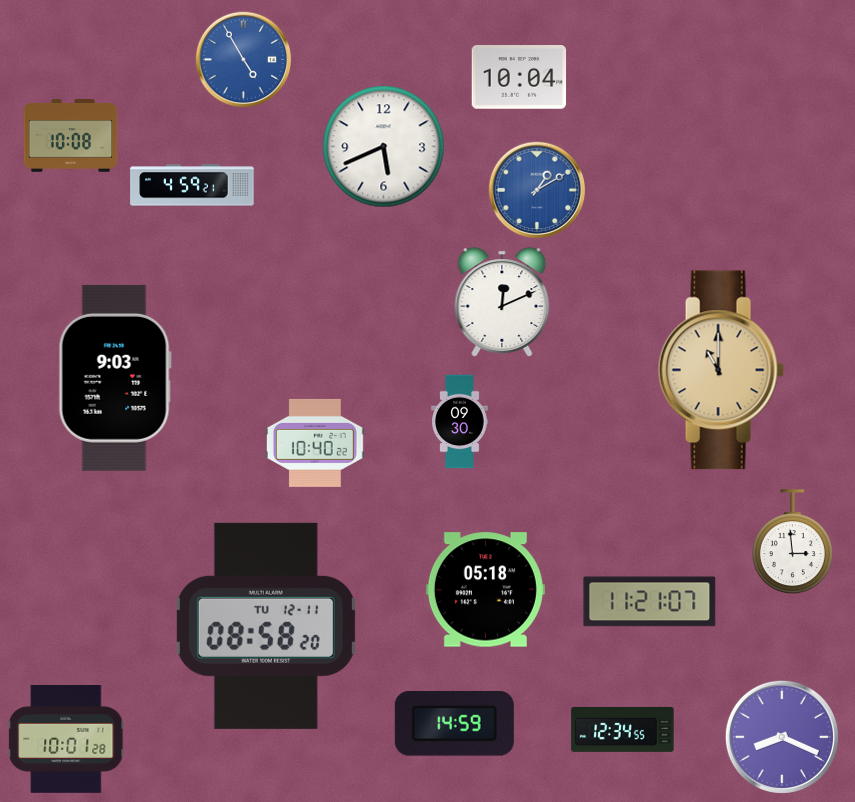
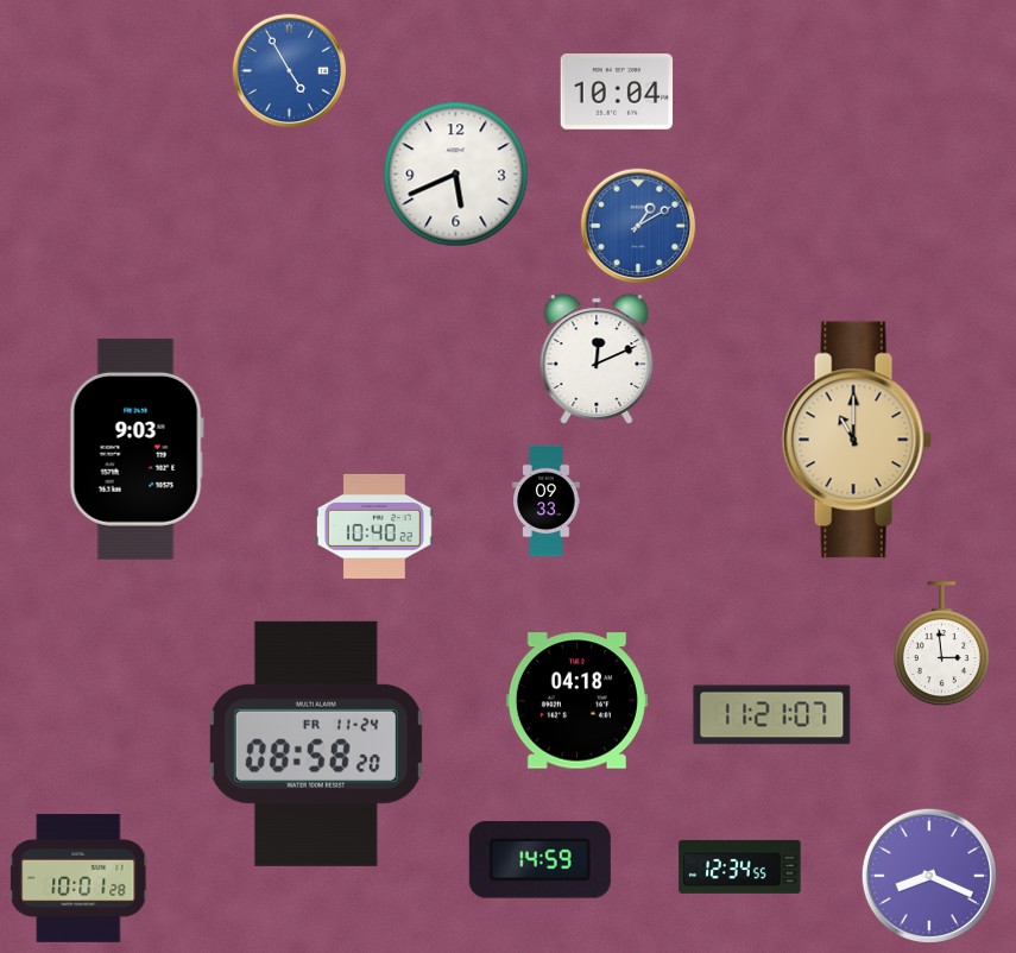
clock at (71, 136): 10:08 -> none
clock at (192, 185): 4:59 -> none
clock at (460, 422): 09:30 -> 09:33
clock at (485, 590): 05:18 -> 04:18
clock at (266, 626) date: TU 12-11 -> FR 11-24
